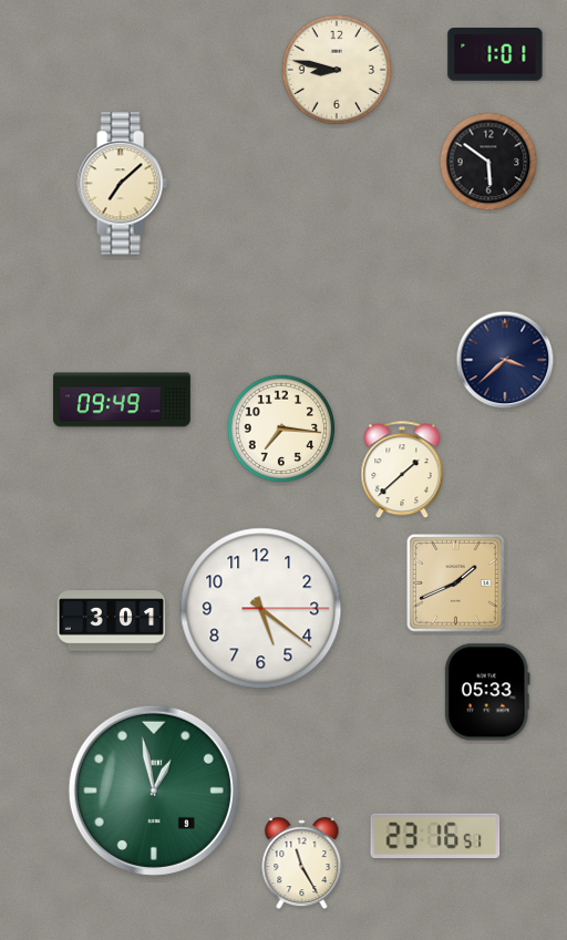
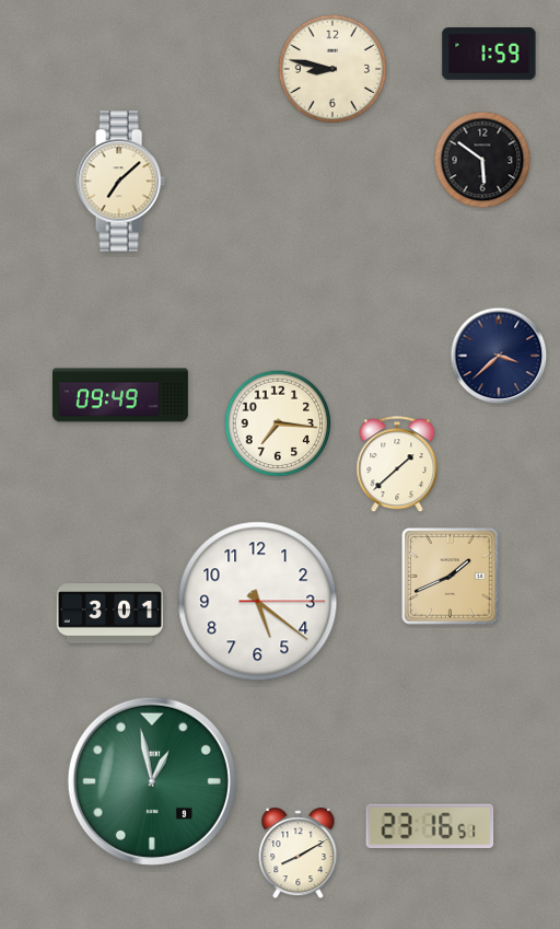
clock at (495, 55): 1:01 -> 1:59
clock at (487, 692): 05:33 -> none
clock at (302, 864): 11:25 -> 8:10
